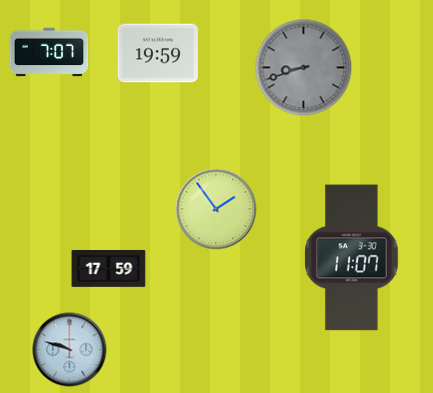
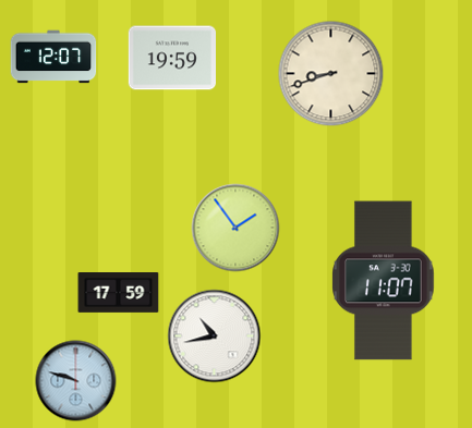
clock at (49, 52): 7:07 -> 12:07
clock at (304, 68) dial: grey -> cream
clock at (215, 337): none -> 10:43
